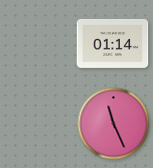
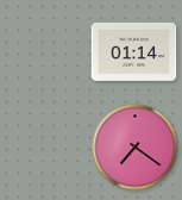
clock at (114, 124): 11:26 -> 7:21
